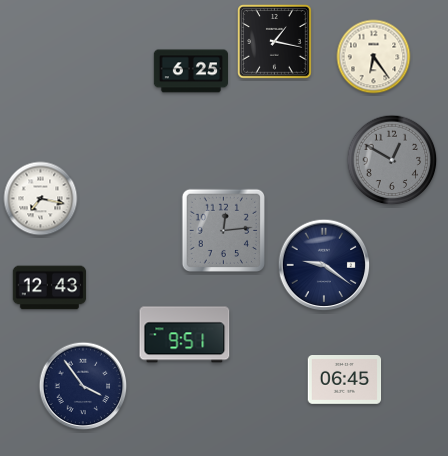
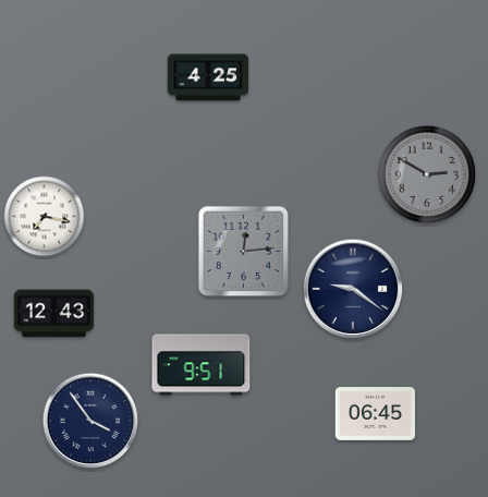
clock at (275, 42): 1:17 -> none
clock at (374, 57): 6:24 -> none
clock at (190, 71): 6:25 -> 4:25
clock at (392, 160): 12:50 -> 2:50
